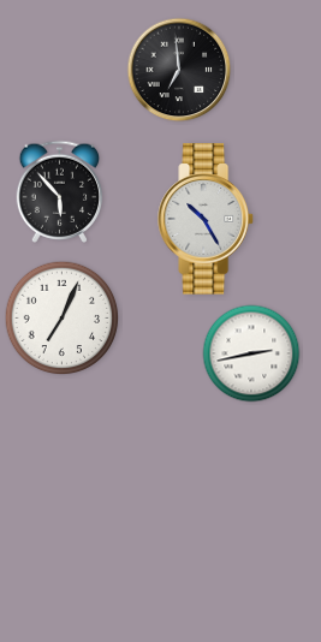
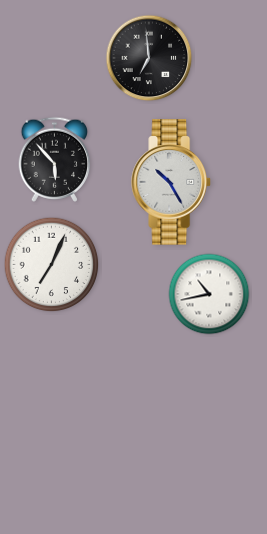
clock at (60, 191) position: (60, 191) -> (55, 159)
clock at (251, 353): 2:43 -> 10:43
